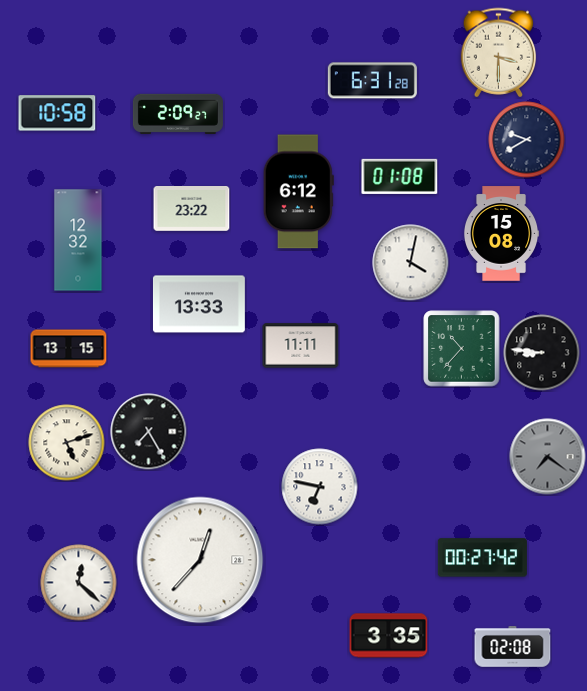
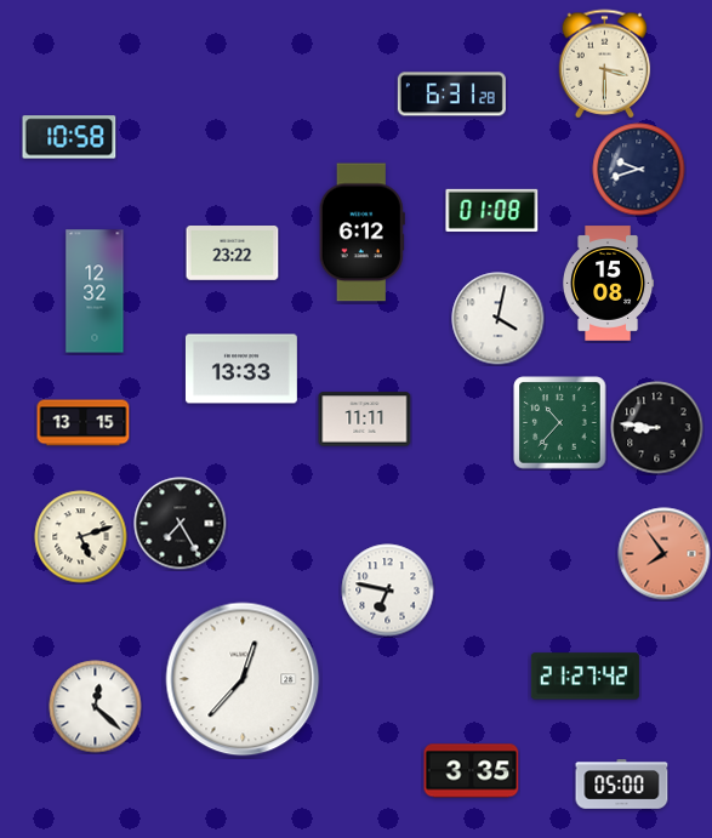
clock at (372, 81) position: (372, 81) -> (451, 95)
clock at (178, 114): 2:09 -> none
clock at (527, 140): 9:40 -> 9:42
clock at (400, 176) position: (400, 176) -> (492, 210)
clock at (548, 457): 7:21 -> 7:54
clock at (548, 457) dial: grey -> salmon
clock at (482, 558): 00:27 -> 21:27
clock at (513, 647): 02:08 -> 05:00
